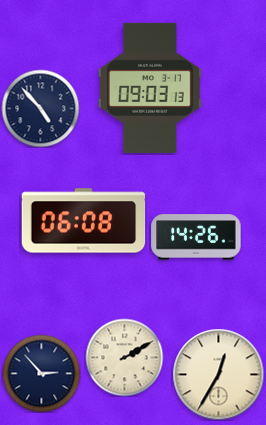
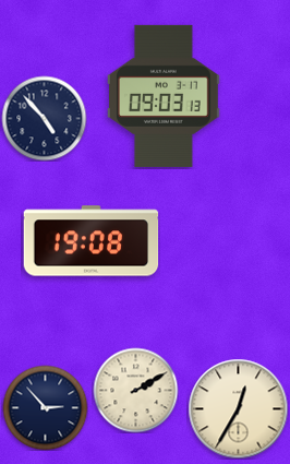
clock at (84, 221): 06:08 -> 19:08
clock at (196, 237): 14:26 -> none
